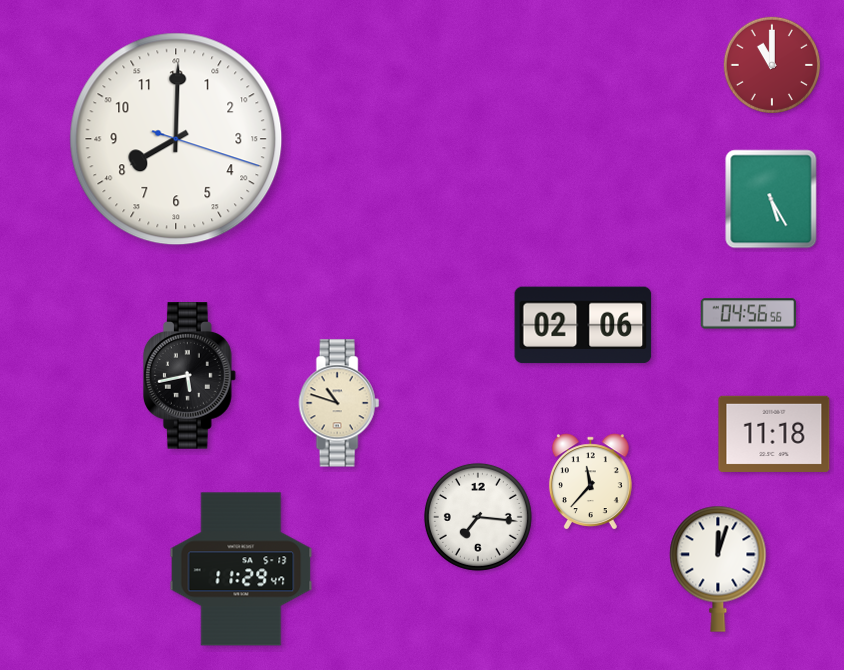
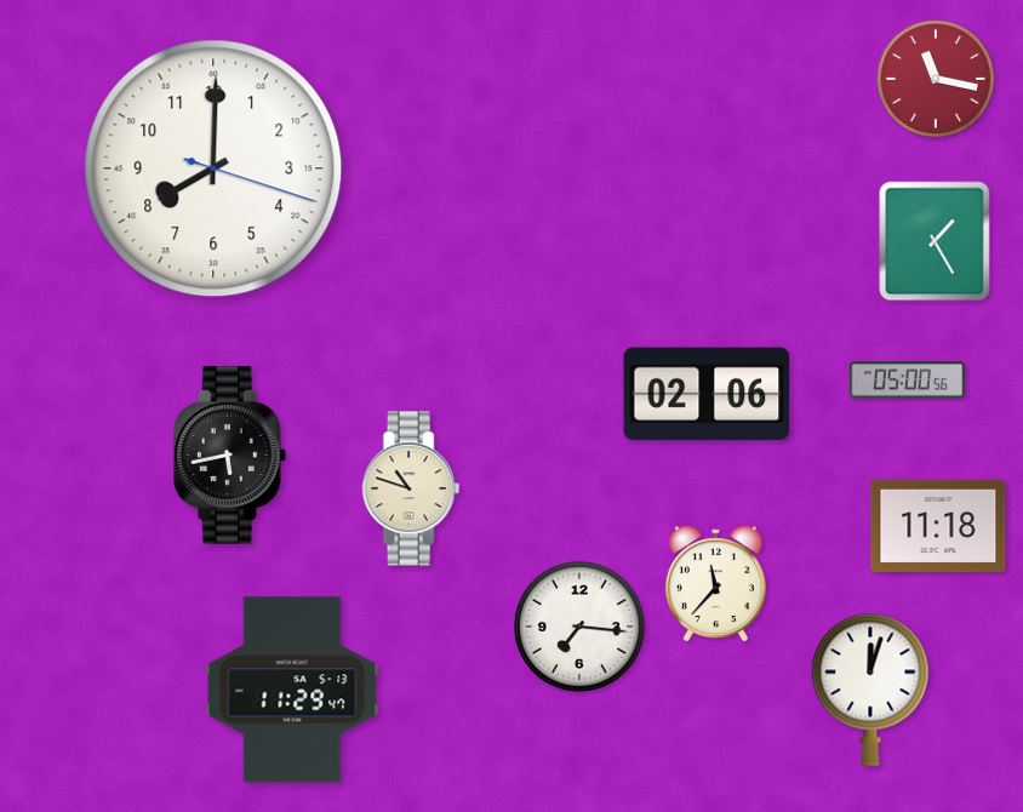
clock at (771, 64): 11:00 -> 11:17
clock at (771, 199): 5:25 -> 1:25
clock at (749, 314): 04:56 -> 05:00
